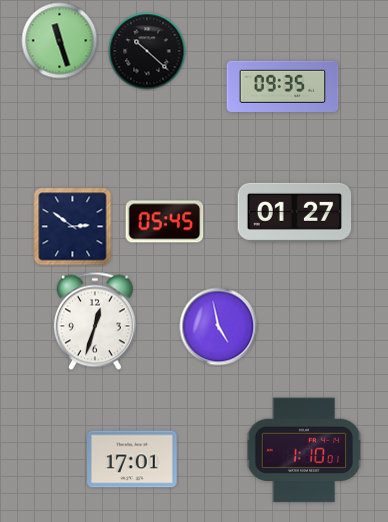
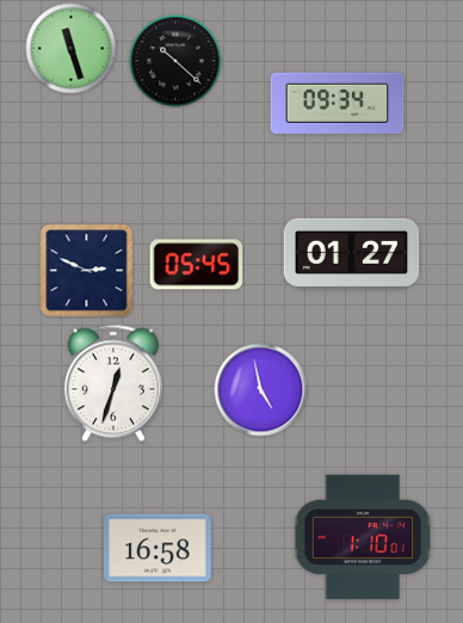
clock at (283, 86): 09:35 -> 09:34
clock at (73, 227): 2:51 -> 2:49
clock at (132, 459): 17:01 -> 16:58
